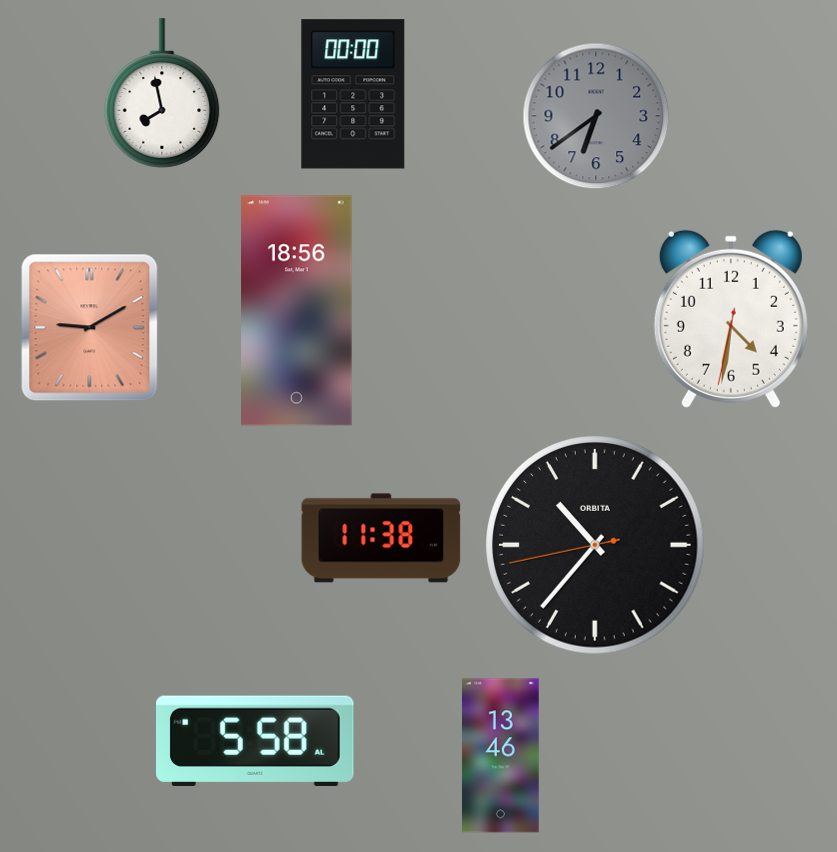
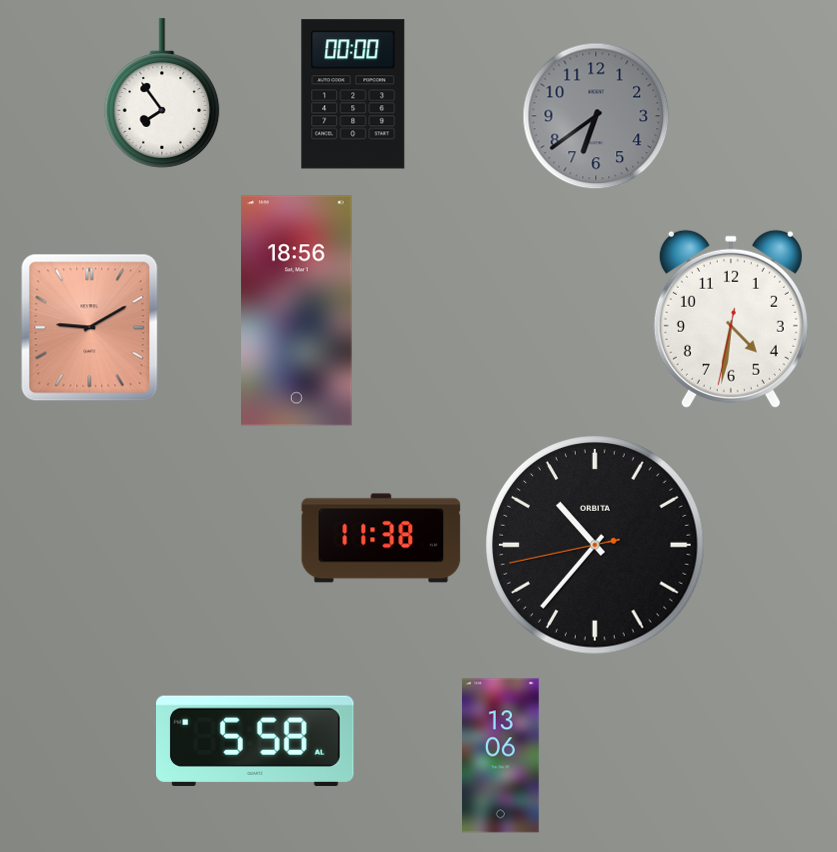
clock at (162, 93): 7:58 -> 7:54
clock at (501, 756): 13:46 -> 13:06
